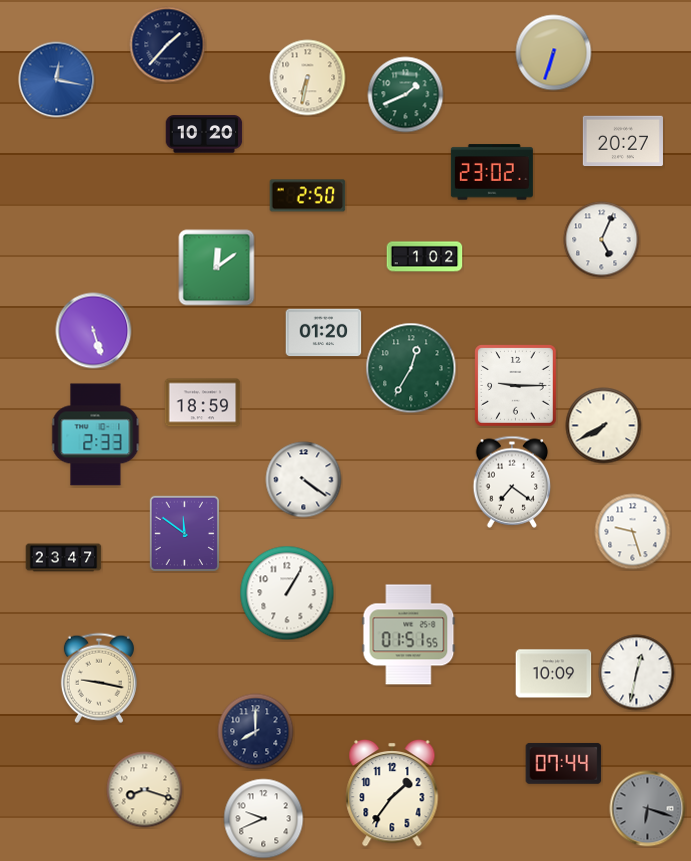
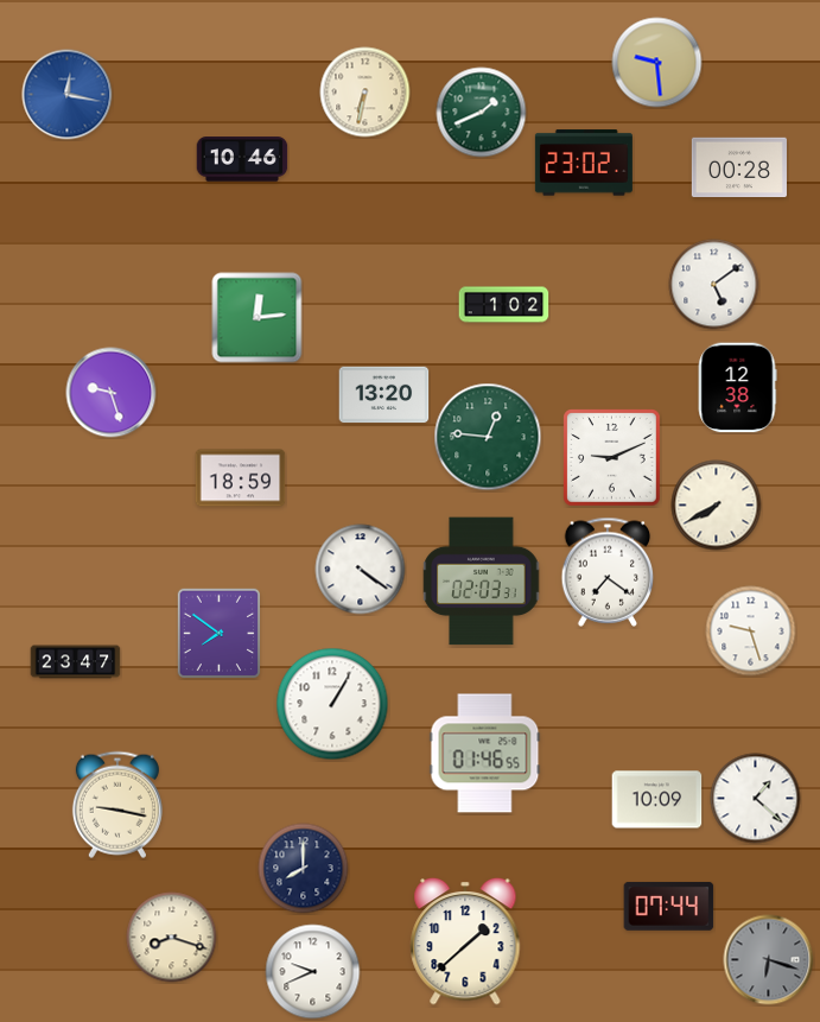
clock at (168, 45): 1:37 -> none
clock at (554, 53): 6:33 -> 9:29
clock at (204, 134): 10:20 -> 10:46
clock at (623, 141): 20:27 -> 00:28
clock at (492, 172) position: (492, 172) -> (584, 163)
clock at (308, 196): 2:50 -> none
clock at (602, 240): 5:04 -> 5:09
clock at (217, 268): 12:09 -> 12:14
clock at (737, 388): none -> 12:38
clock at (94, 331): 5:27 -> 9:27
clock at (324, 333): 01:20 -> 13:20
clock at (411, 368): 12:35 -> 12:46
clock at (516, 386): 9:15 -> 9:11
clock at (96, 435): 2:33 -> none
clock at (482, 582): none -> 02:03
clock at (184, 533): 11:51 -> 7:51
clock at (287, 593) position: (287, 593) -> (332, 704)
clock at (409, 635): 01:51 -> 01:46
clock at (637, 673): 12:32 -> 1:22
clock at (392, 793): 1:36 -> 1:38
